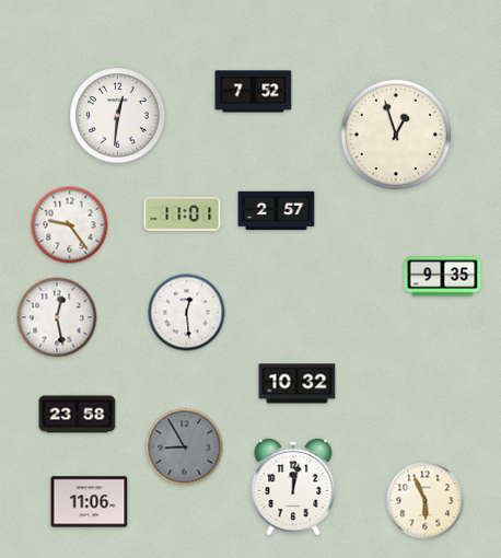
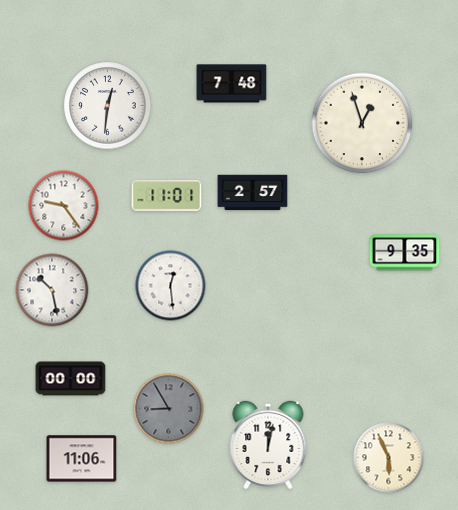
clock at (254, 92): 7:52 -> 7:48
clock at (57, 317): 12:28 -> 10:28
clock at (298, 384): 10:32 -> none
clock at (78, 415): 23:58 -> 00:00
